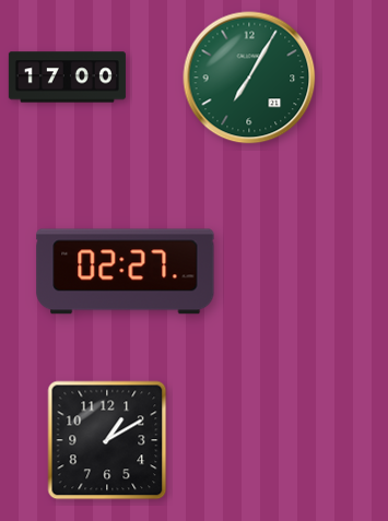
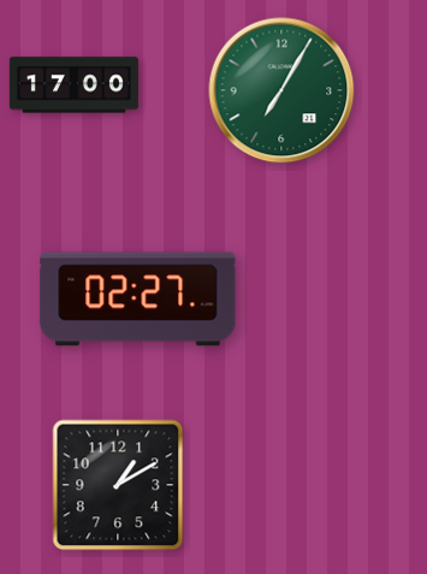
clock at (249, 78) position: (249, 78) -> (281, 90)
